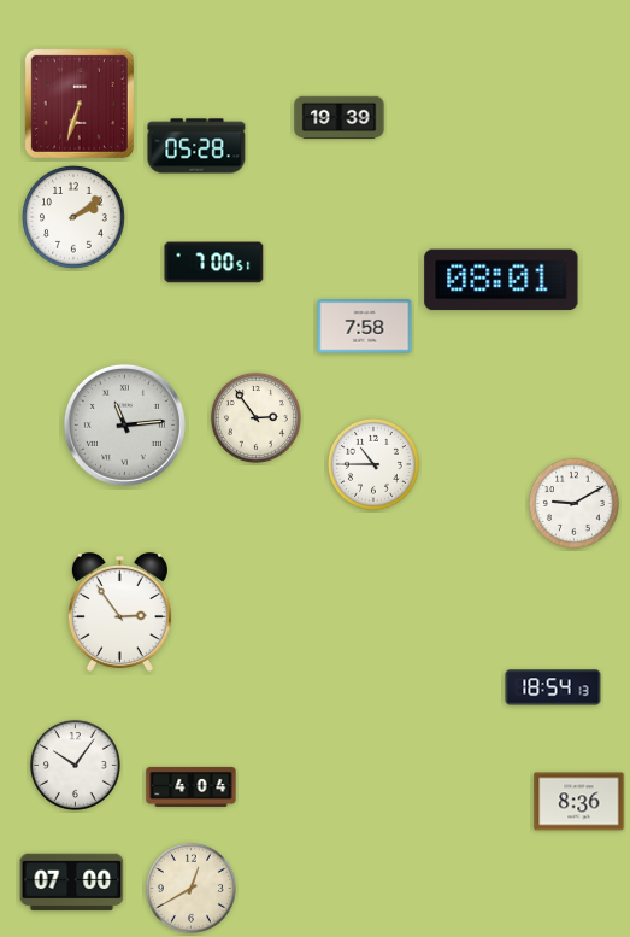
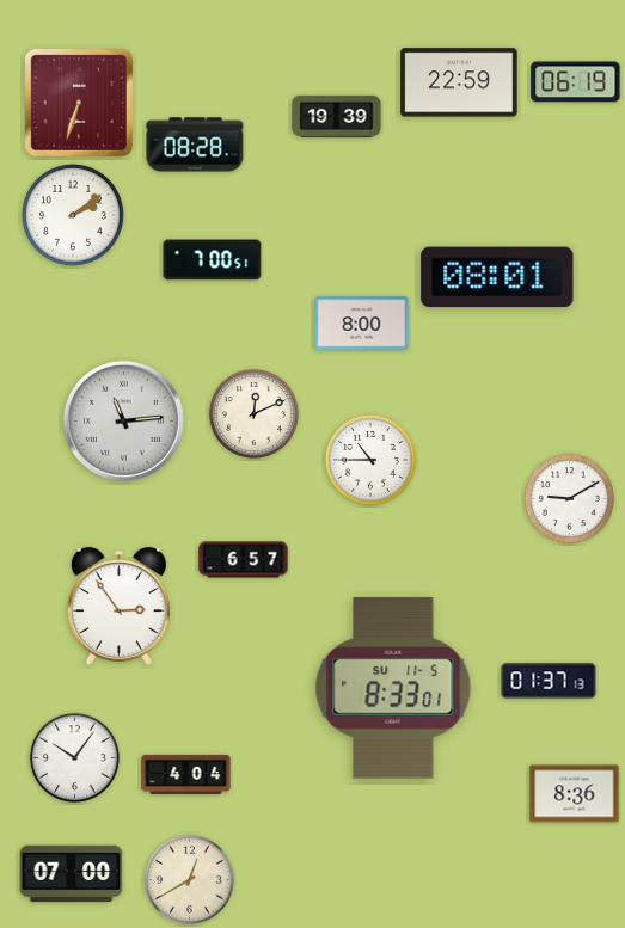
clock at (459, 82): none -> 22:59
clock at (576, 82): none -> 06:19
clock at (196, 146): 05:28 -> 08:28
clock at (365, 327): 7:58 -> 8:00
clock at (255, 417): 2:54 -> 12:11
clock at (244, 560): none -> 6:57
clock at (553, 687): 18:54 -> 01:37
clock at (393, 688): none -> 8:33
clock at (192, 786) position: (192, 786) -> (186, 774)
